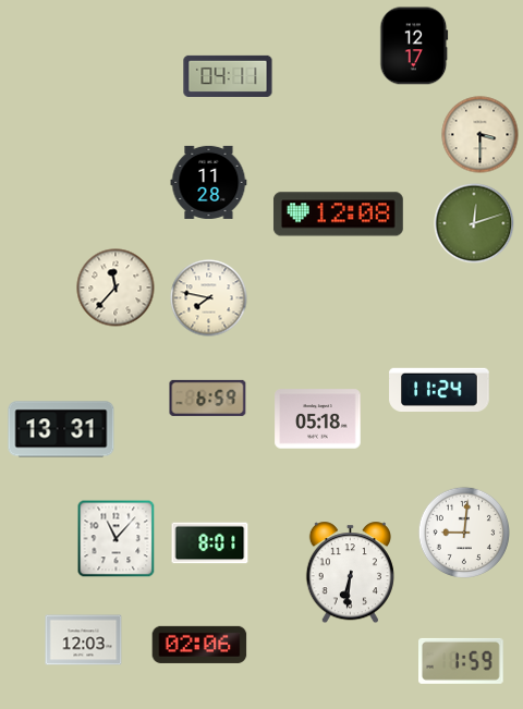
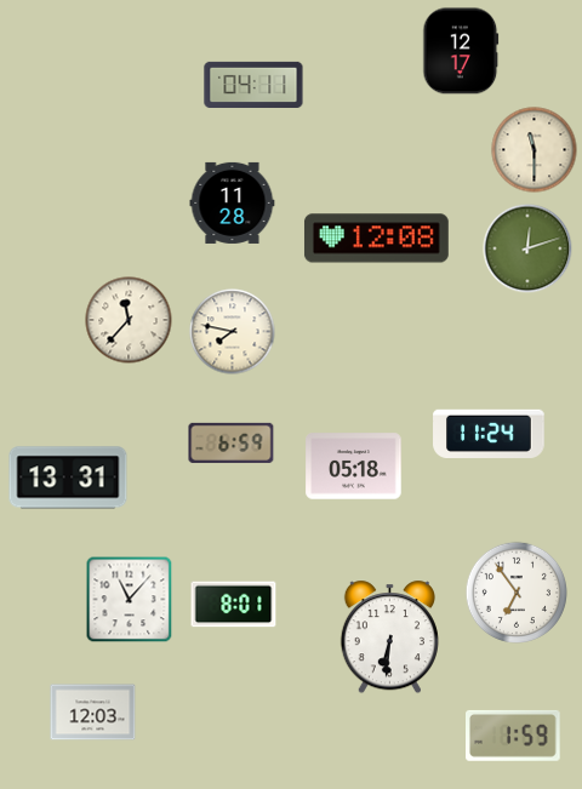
clock at (481, 135): 3:30 -> 11:30
clock at (463, 531): 9:01 -> 6:54
clock at (199, 645): 02:06 -> none
